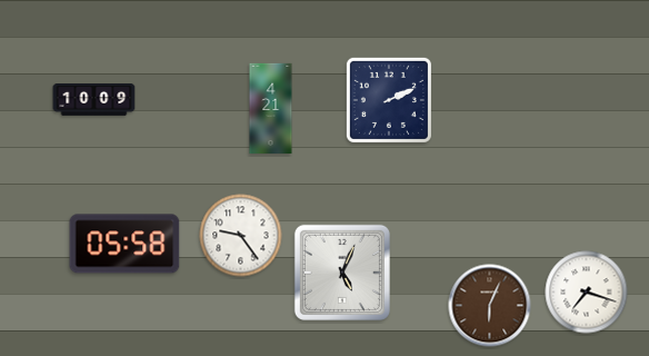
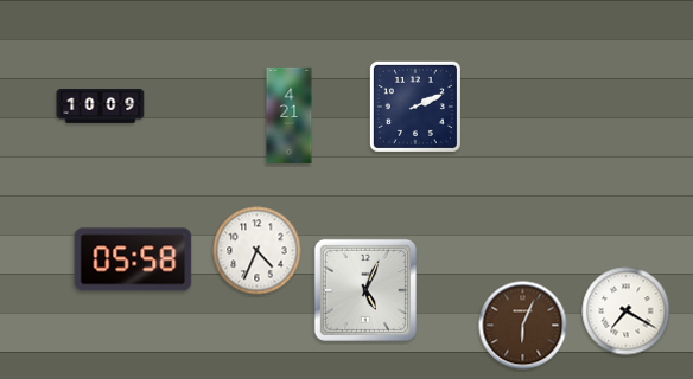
clock at (241, 236): 9:24 -> 4:34
clock at (587, 293): 7:18 -> 7:20
